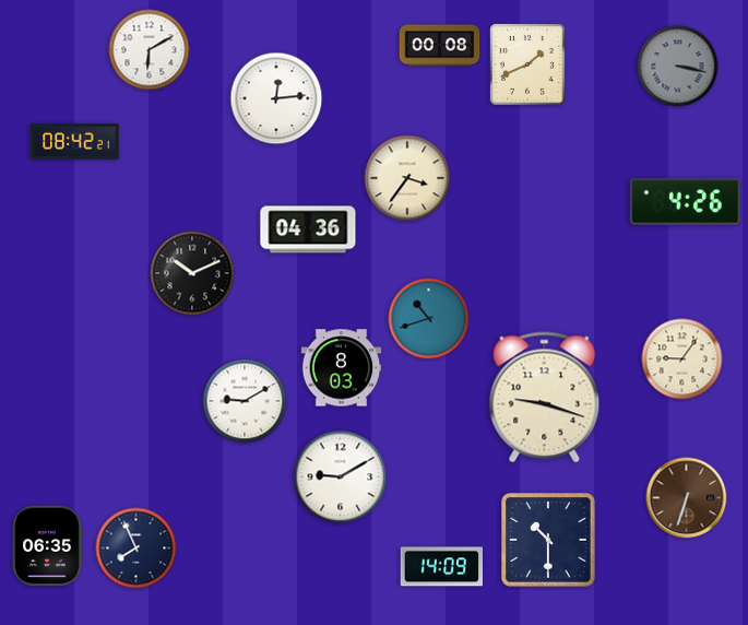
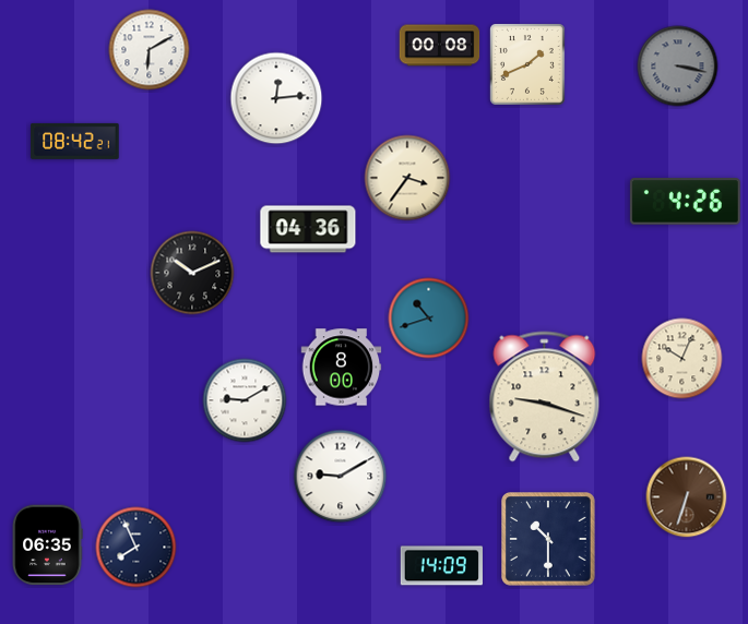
clock at (682, 359): 9:06 -> 10:04
clock at (342, 368): 8:03 -> 8:00
